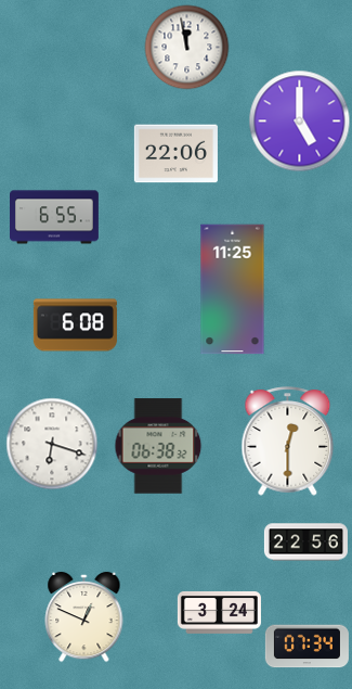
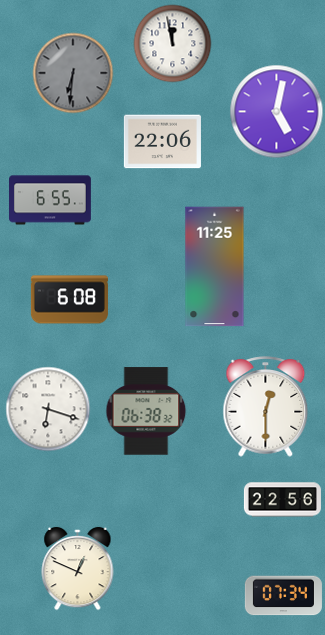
clock at (73, 73): none -> 6:31
clock at (299, 120): 5:00 -> 5:02
clock at (219, 612): 3:24 -> none
